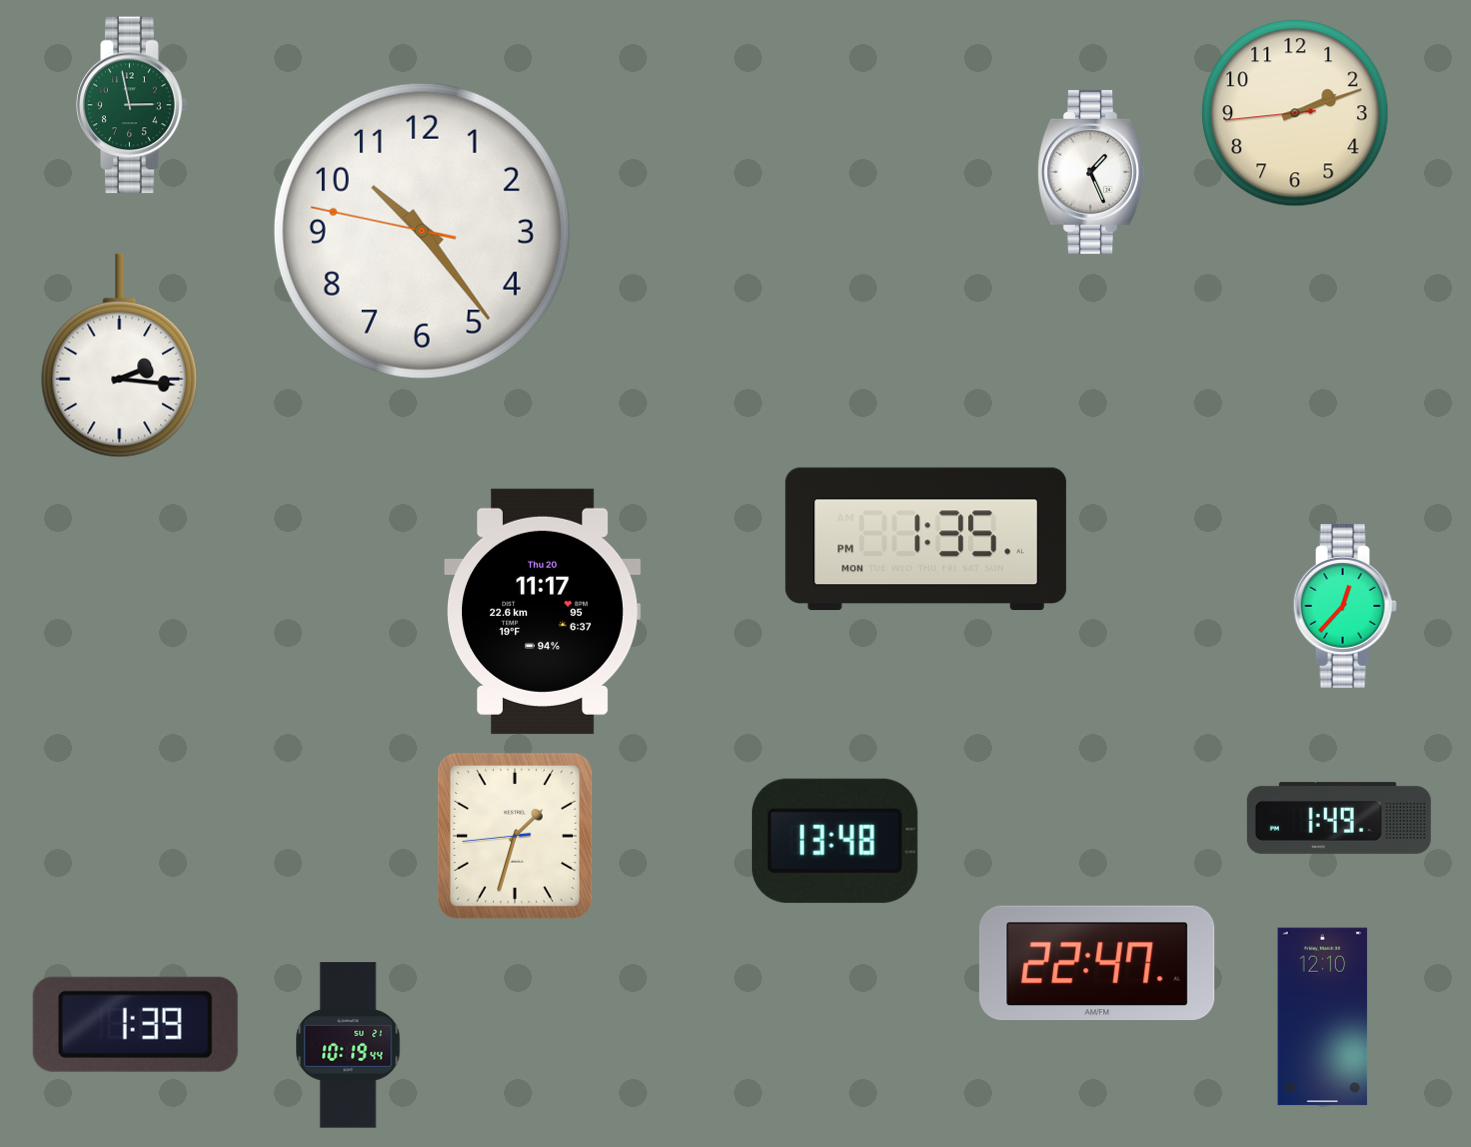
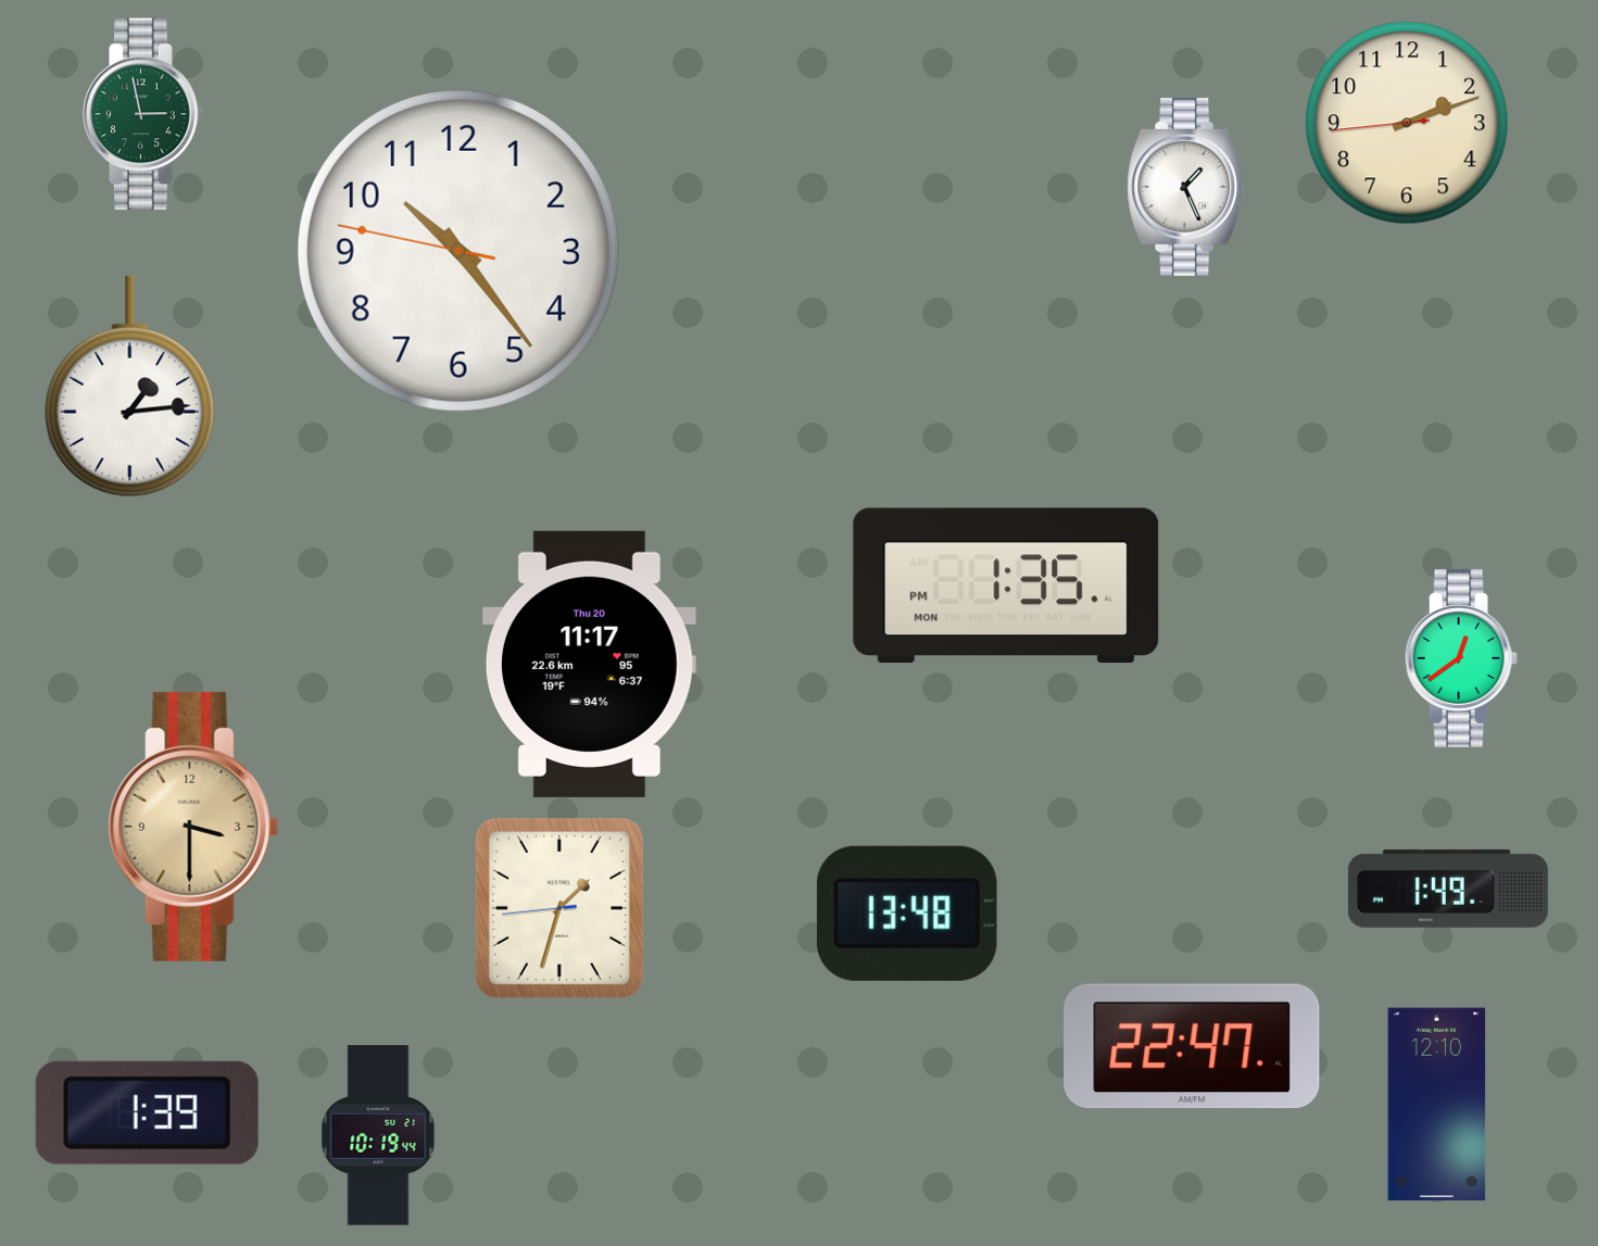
clock at (120, 356): 2:16 -> 1:14
clock at (1345, 606): 12:37 -> 12:39
clock at (193, 827): none -> 3:30
clock at (1339, 818) position: (1339, 818) -> (1448, 889)
